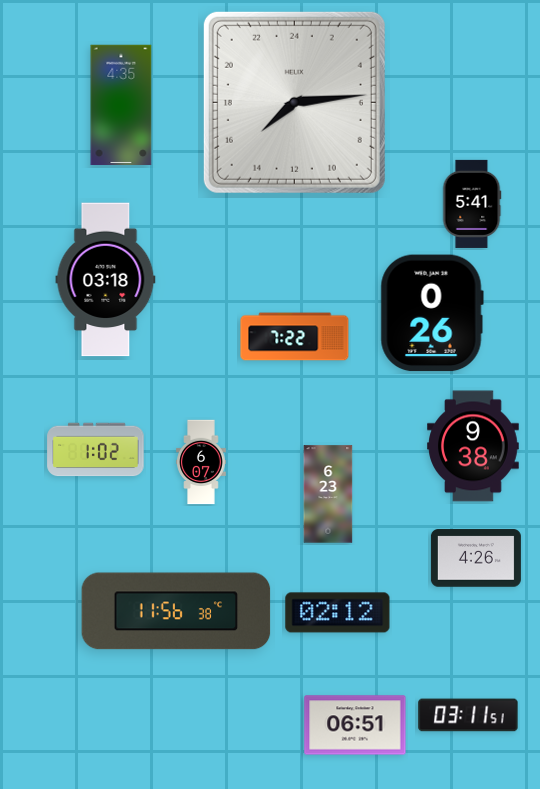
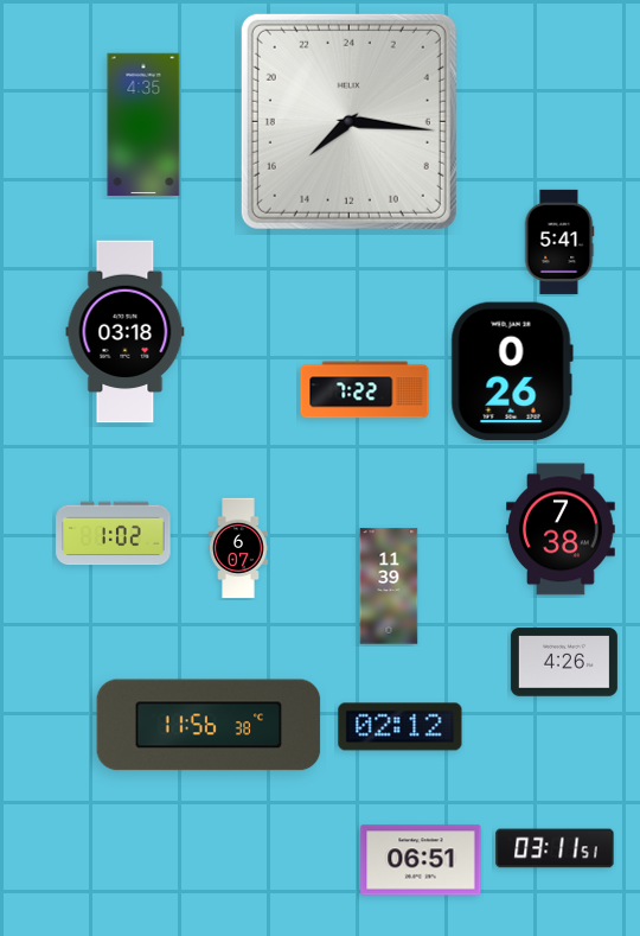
clock at (294, 102): 15:14 -> 15:16
clock at (295, 337) position: (295, 337) -> (365, 390)
clock at (473, 446): 9:38 -> 7:38
clock at (328, 494): 6:23 -> 11:39
